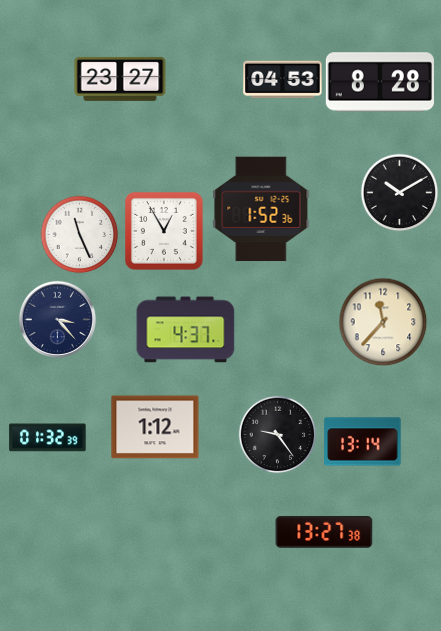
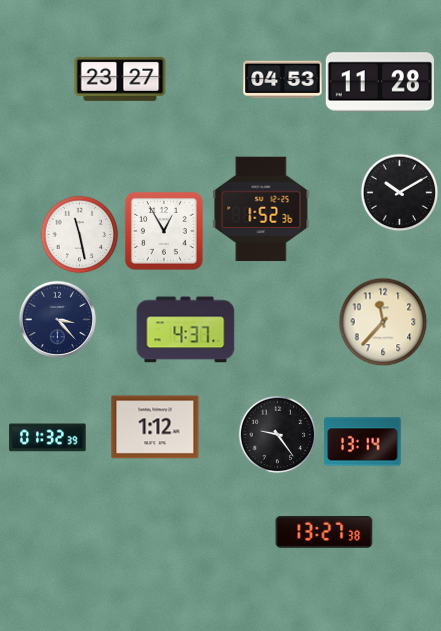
clock at (380, 82): 8:28 -> 11:28
clock at (79, 234): 11:26 -> 11:28
